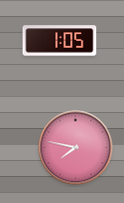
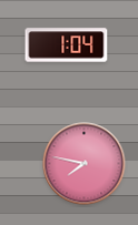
clock at (60, 41): 1:05 -> 1:04
